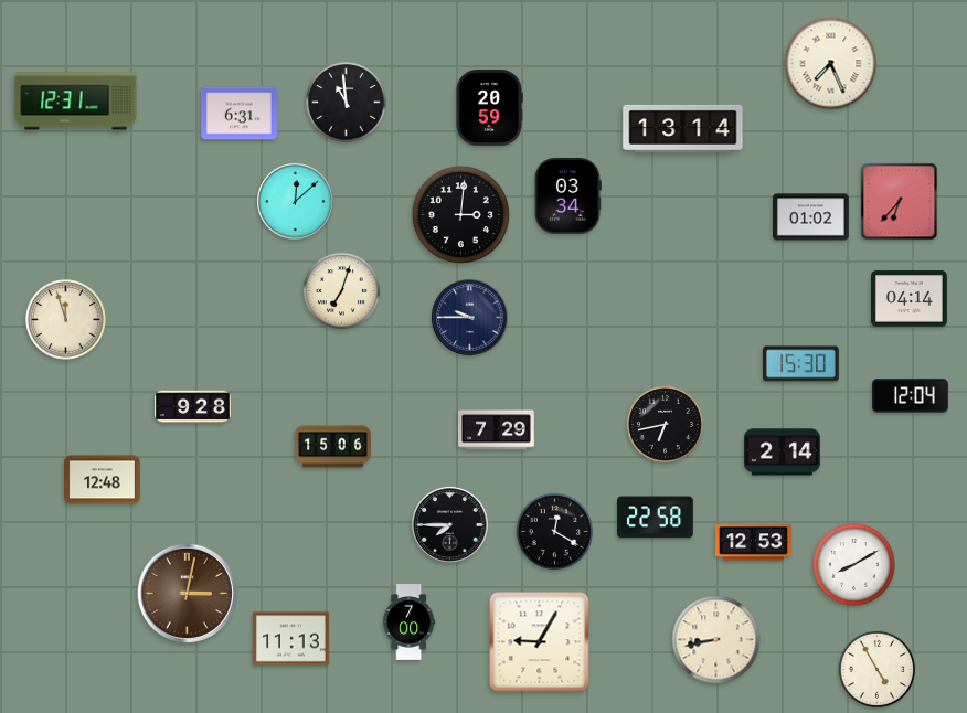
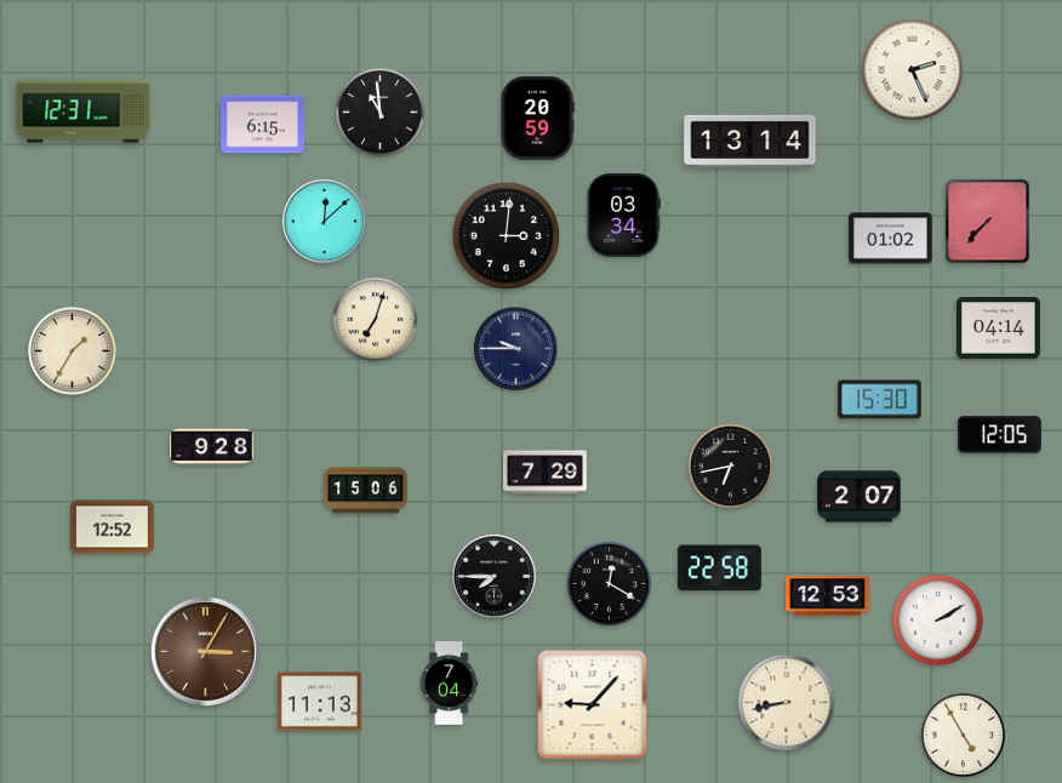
clock at (831, 64): 7:26 -> 2:26
clock at (240, 114): 6:31 -> 6:15
clock at (900, 202): 6:37 -> 7:37
clock at (66, 320): 11:57 -> 1:35
clock at (911, 396): 12:04 -> 12:05
clock at (783, 453): 2:14 -> 2:07
clock at (103, 480): 12:48 -> 12:52
clock at (854, 565): 8:10 -> 2:10
clock at (187, 593): 3:02 -> 3:05
clock at (410, 622): 7:00 -> 7:04
clock at (540, 642): 9:05 -> 9:07
